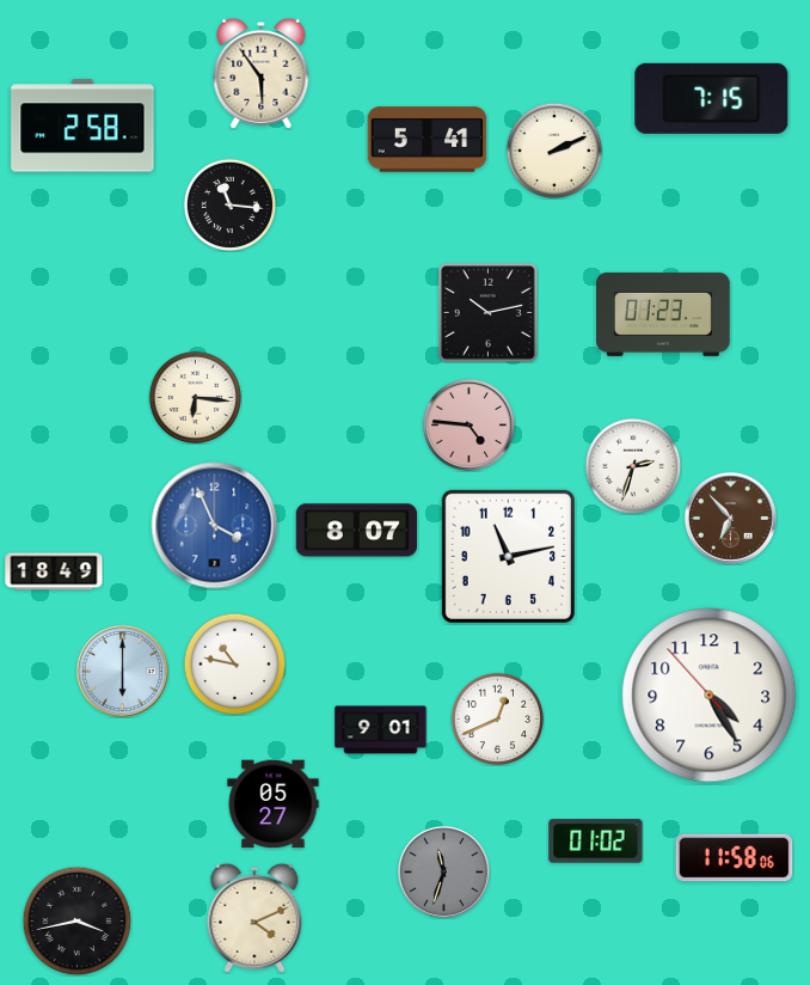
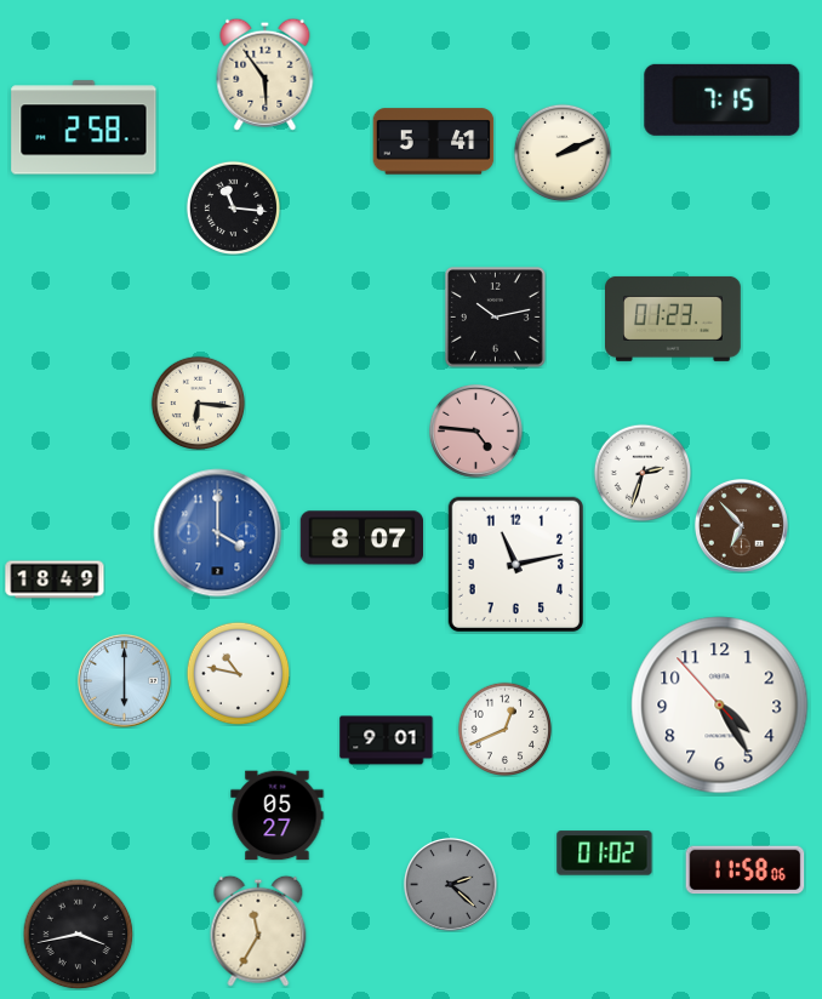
clock at (215, 526): 3:56 -> 4:00
clock at (443, 871): 11:33 -> 2:22
clock at (254, 918): 4:11 -> 11:35
